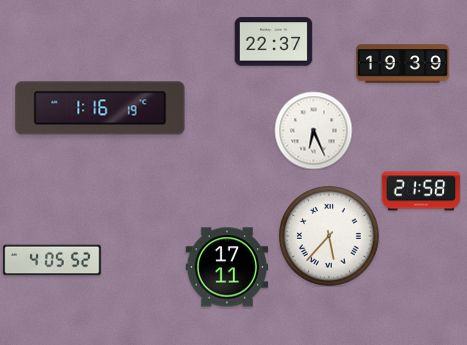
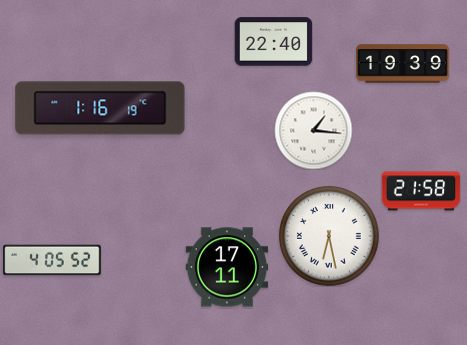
clock at (273, 42): 22:37 -> 22:40
clock at (313, 130): 6:26 -> 1:16
clock at (329, 236): 5:37 -> 6:28
